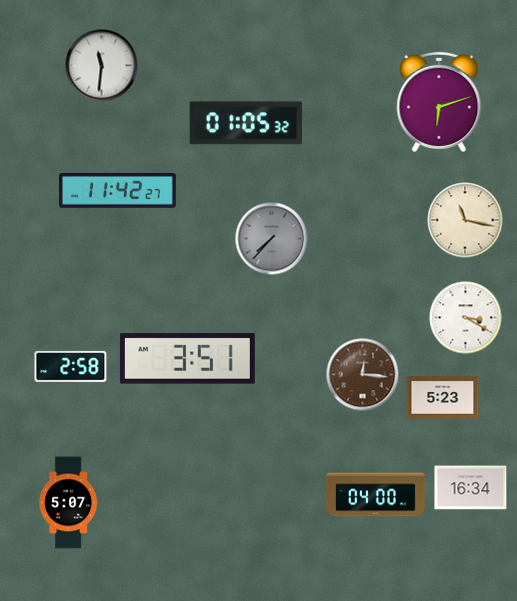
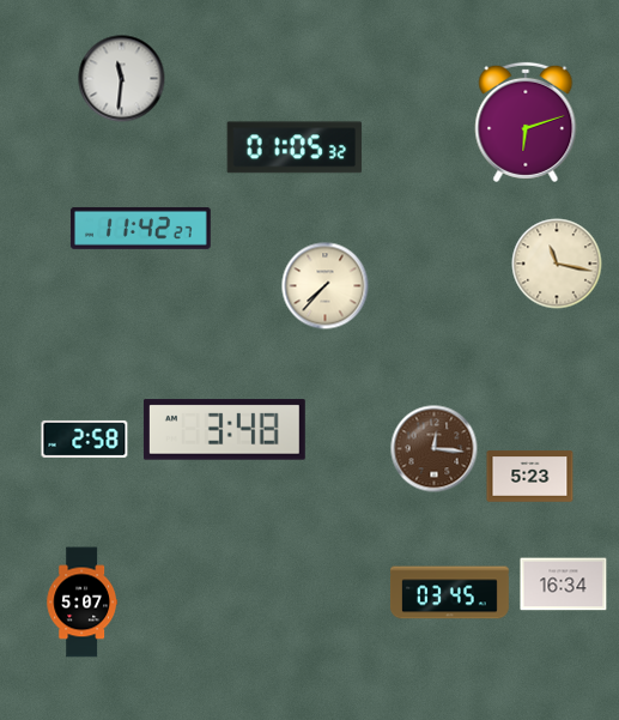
clock at (272, 239) dial: grey -> cream
clock at (466, 318): 3:20 -> none
clock at (187, 359): 3:51 -> 3:48
clock at (375, 495): 04:00 -> 03:45
